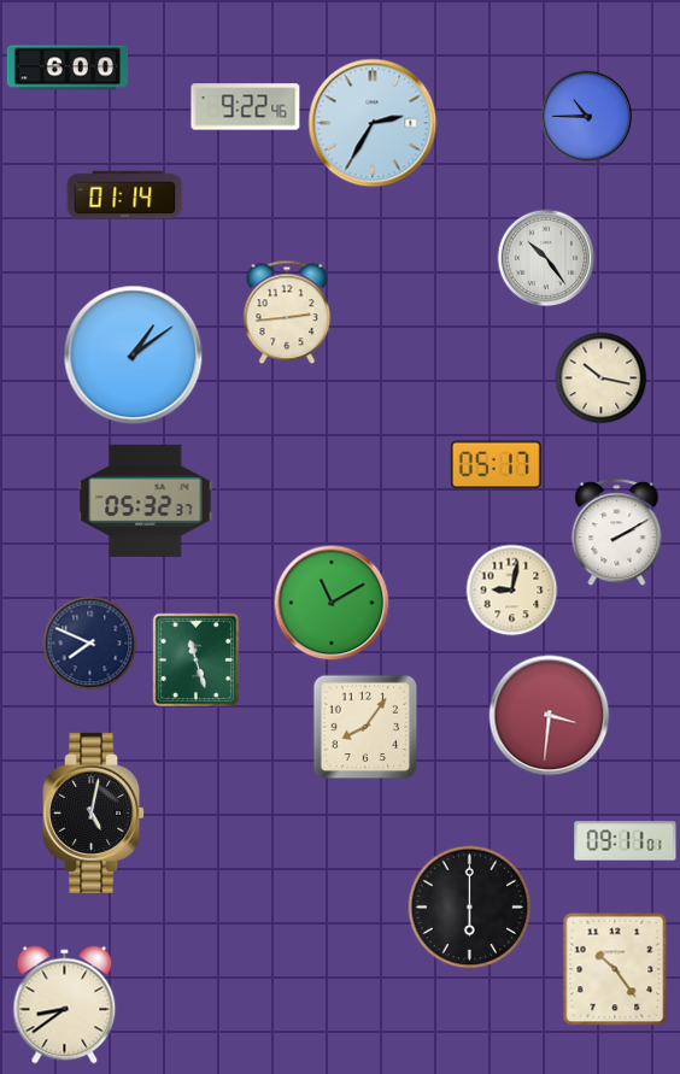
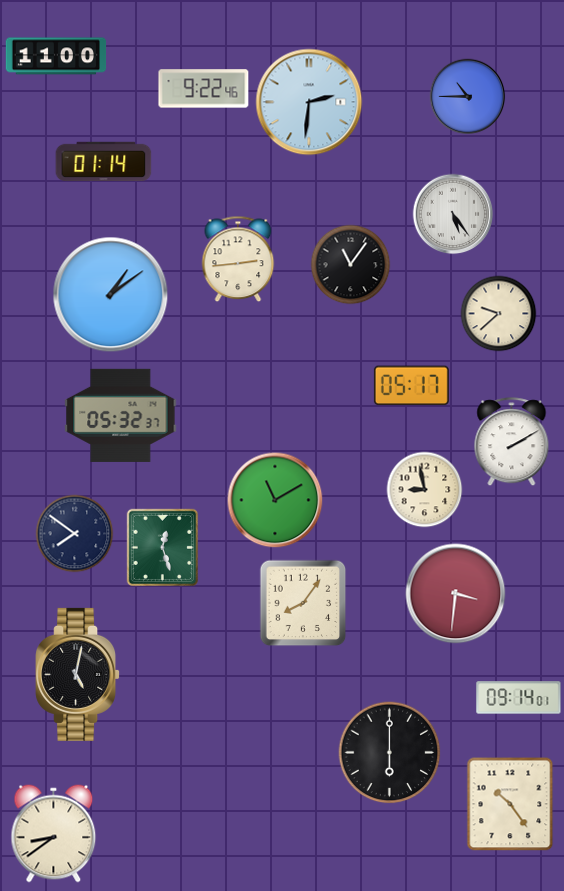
clock at (68, 68): 6:00 -> 11:00
clock at (587, 117) position: (587, 117) -> (468, 97)
clock at (373, 123): 2:35 -> 2:31
clock at (546, 258): 10:24 -> 5:24
clock at (351, 265): none -> 11:06
clock at (602, 378): 10:17 -> 9:38
clock at (512, 591): 9:02 -> 8:58
clock at (90, 644): 7:49 -> 7:51
clock at (197, 661): 11:27 -> 12:27
clock at (626, 841): 09:11 -> 09:14
